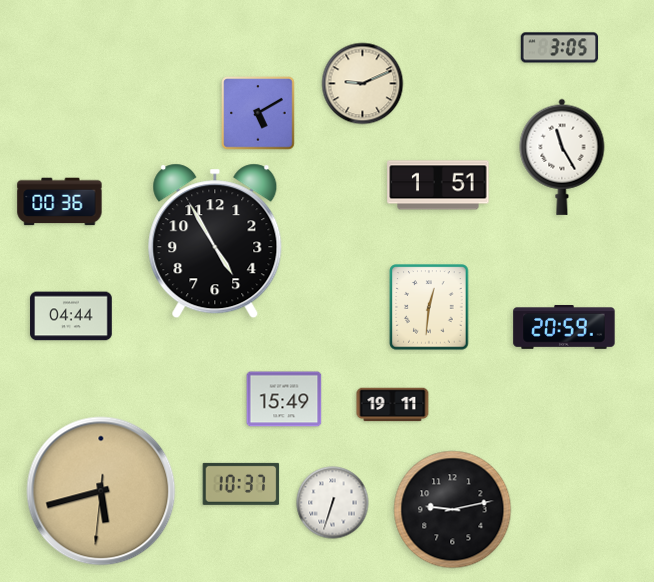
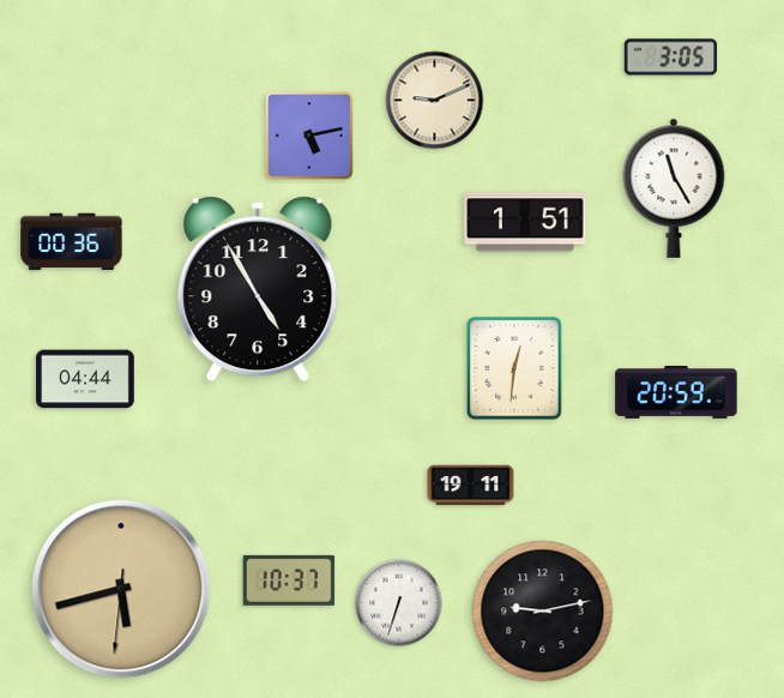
clock at (258, 113): 5:10 -> 5:13
clock at (284, 399): 15:49 -> none
